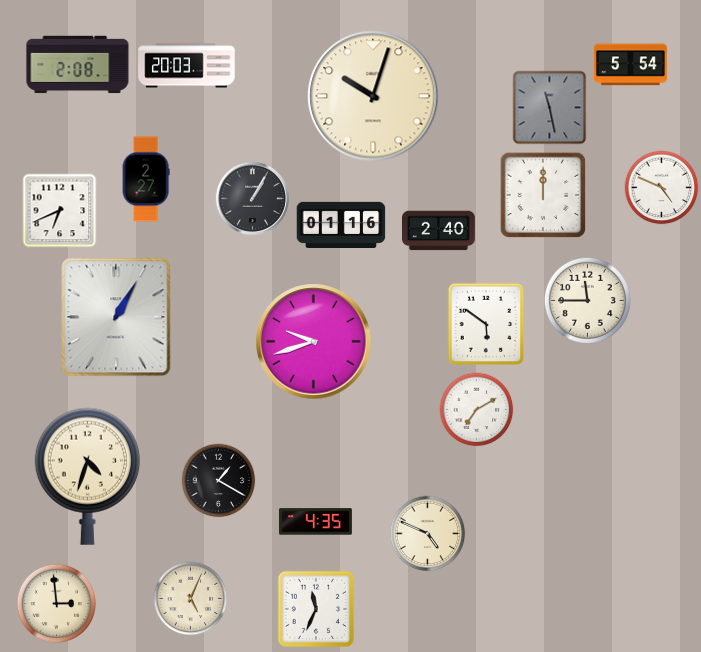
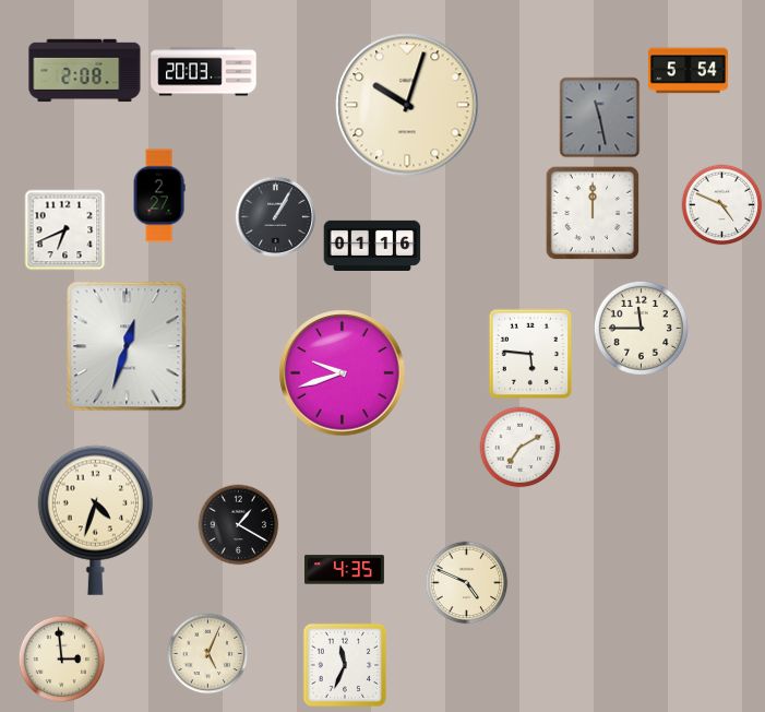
clock at (438, 231): 2:40 -> none
clock at (116, 317): 1:05 -> 12:33
clock at (486, 324): 5:51 -> 5:46
